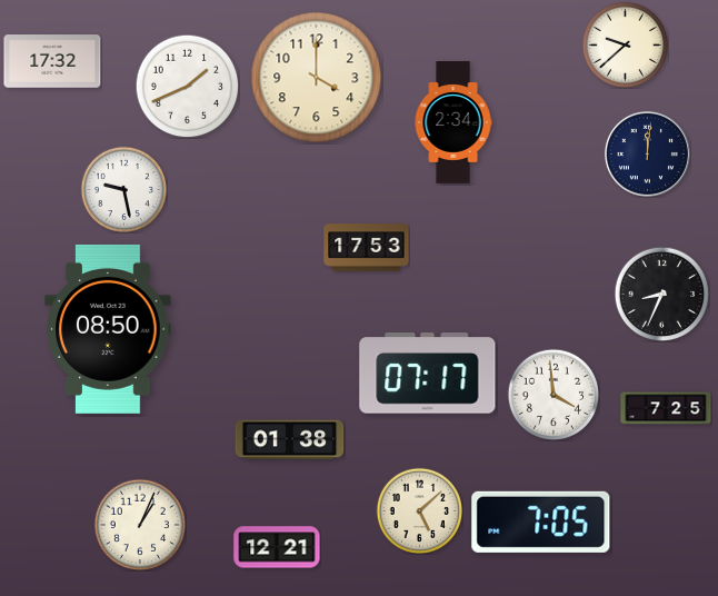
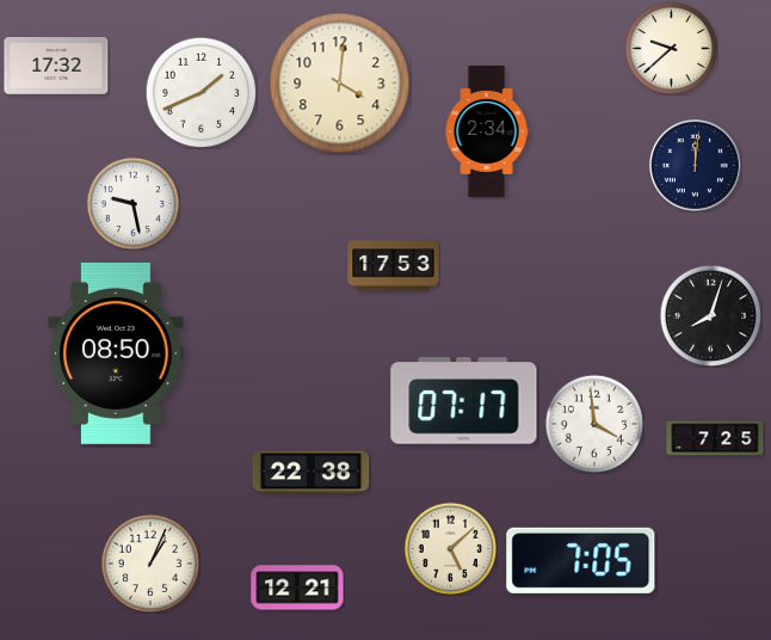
clock at (317, 78): 4:00 -> 4:01
clock at (661, 294): 8:34 -> 8:03
clock at (428, 374) position: (428, 374) -> (464, 401)
clock at (290, 440): 01:38 -> 22:38
